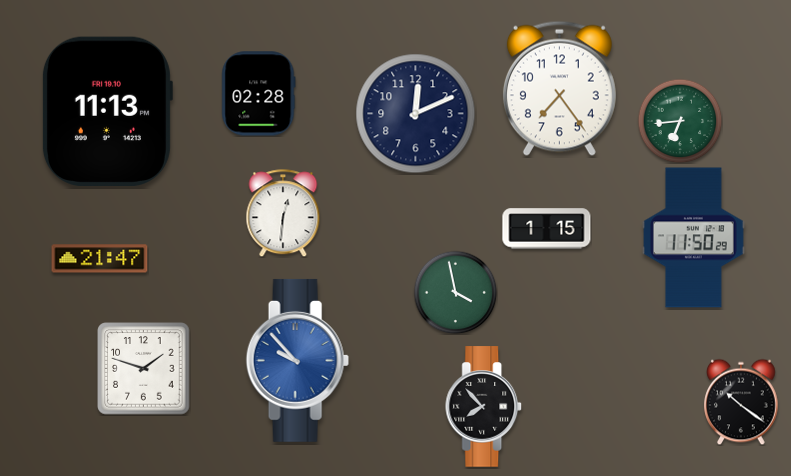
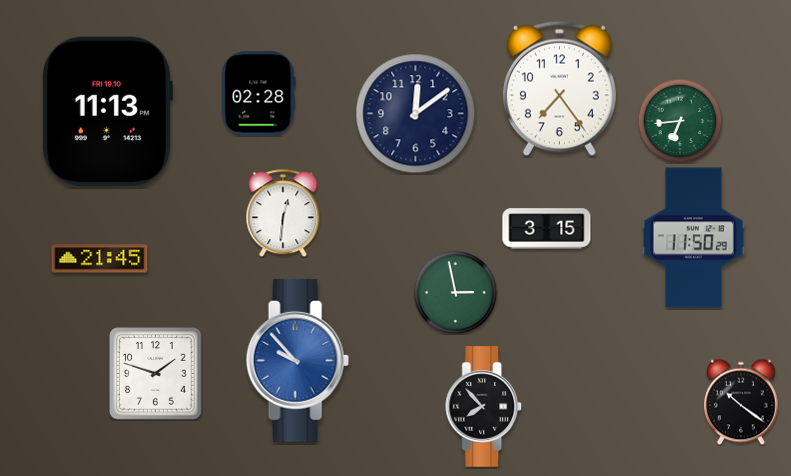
clock at (416, 114): 12:11 -> 12:09
clock at (547, 229): 1:15 -> 3:15
clock at (100, 259): 21:47 -> 21:45
clock at (455, 292): 3:58 -> 2:58
clock at (144, 369) position: (144, 369) -> (156, 374)
